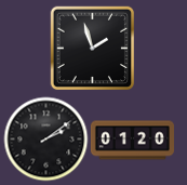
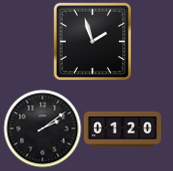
clock at (92, 48) position: (92, 48) -> (92, 41)
